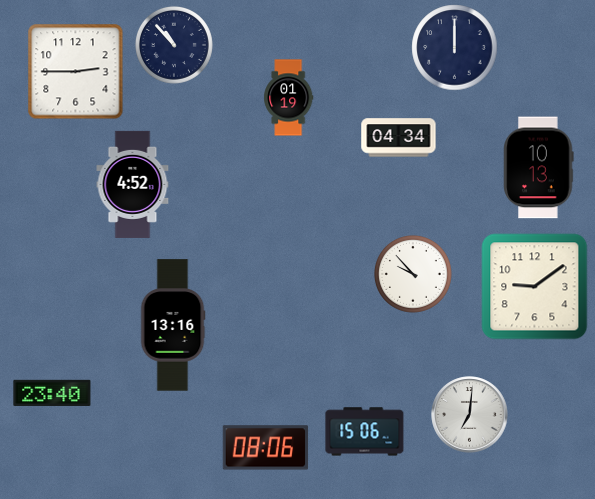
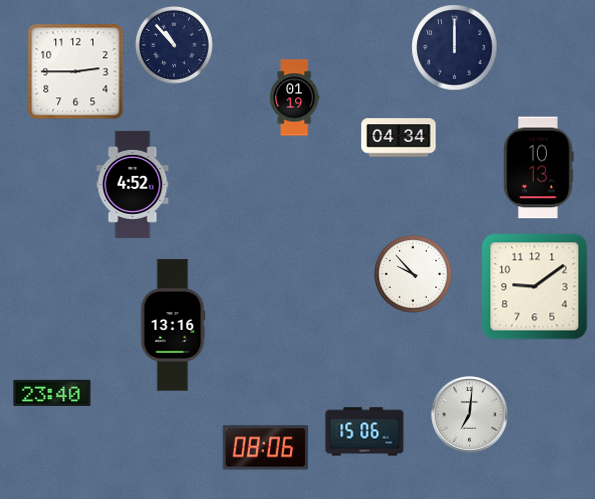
clock at (289, 98) position: (289, 98) -> (295, 98)
